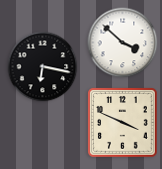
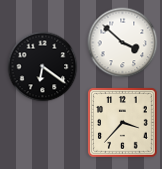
clock at (43, 67): 6:17 -> 6:21
clock at (123, 123): 3:49 -> 3:37
